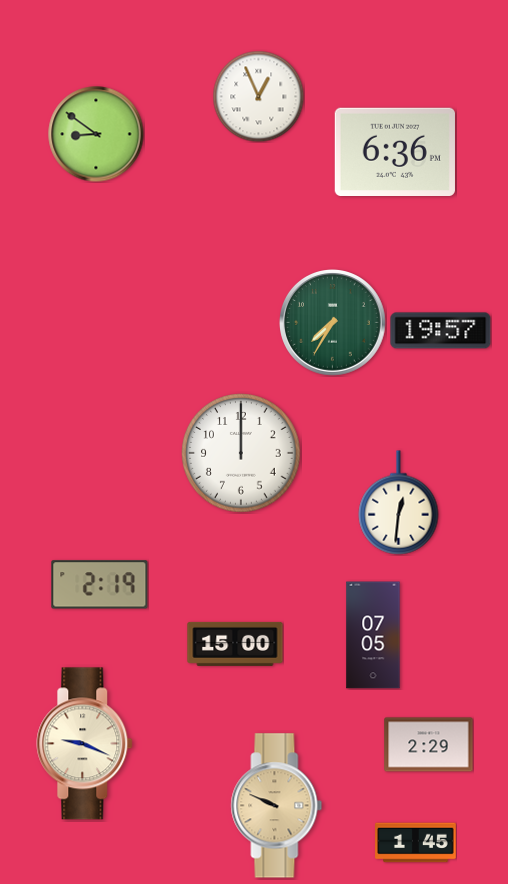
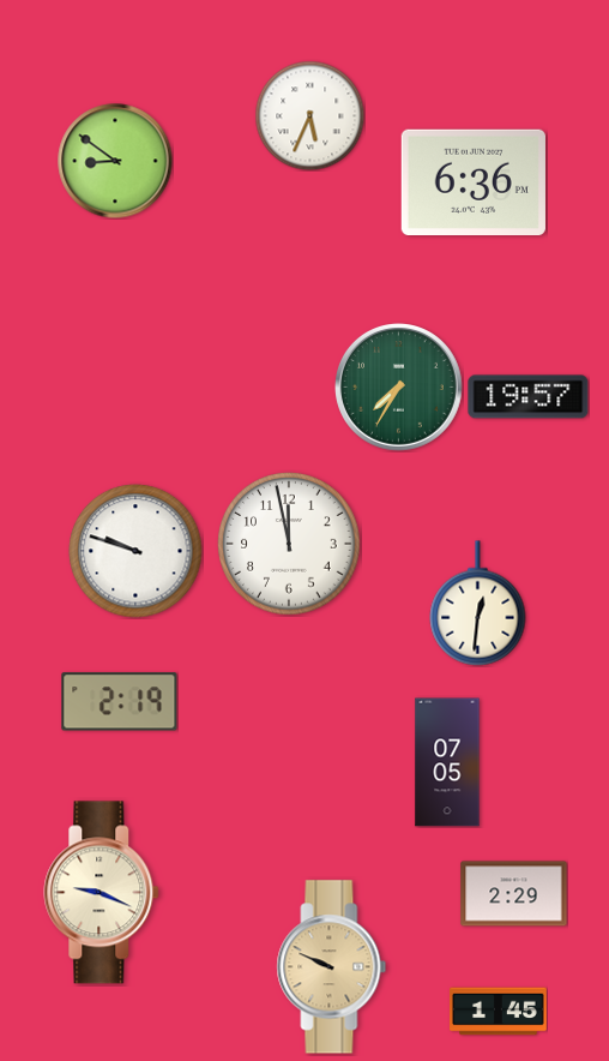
clock at (258, 96): 12:56 -> 5:34
clock at (241, 453): 12:00 -> 11:58
clock at (135, 551): none -> 9:48
clock at (235, 644): 15:00 -> none
